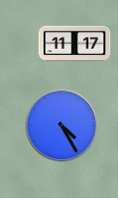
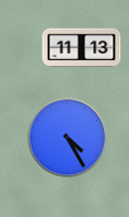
clock at (75, 44): 11:17 -> 11:13
